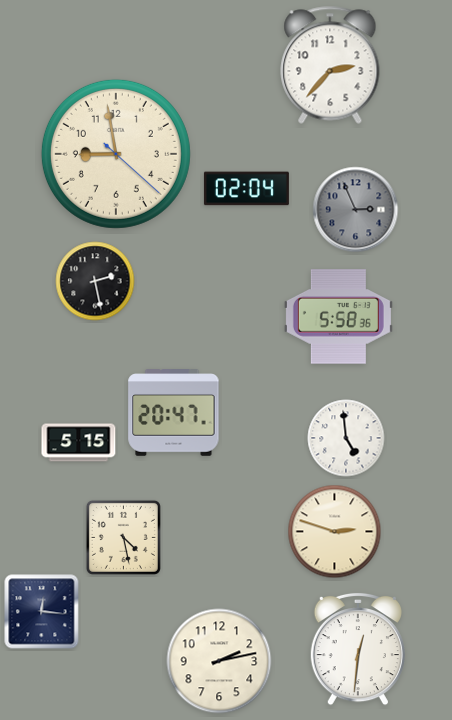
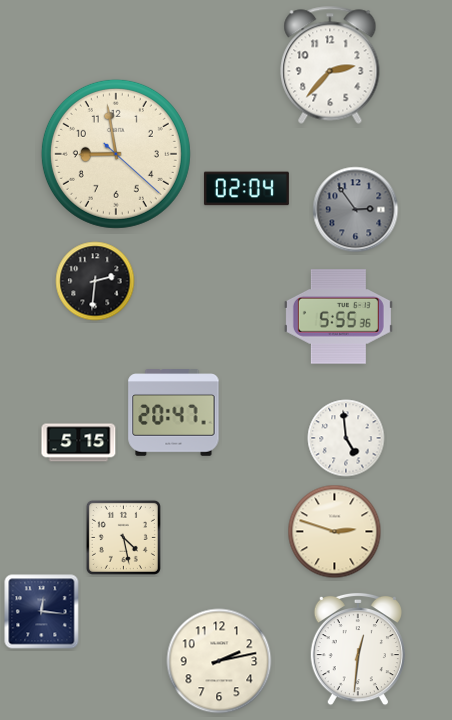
clock at (356, 210): 2:56 -> 2:54
clock at (95, 281): 2:28 -> 2:31
clock at (338, 317): 5:58 -> 5:55
